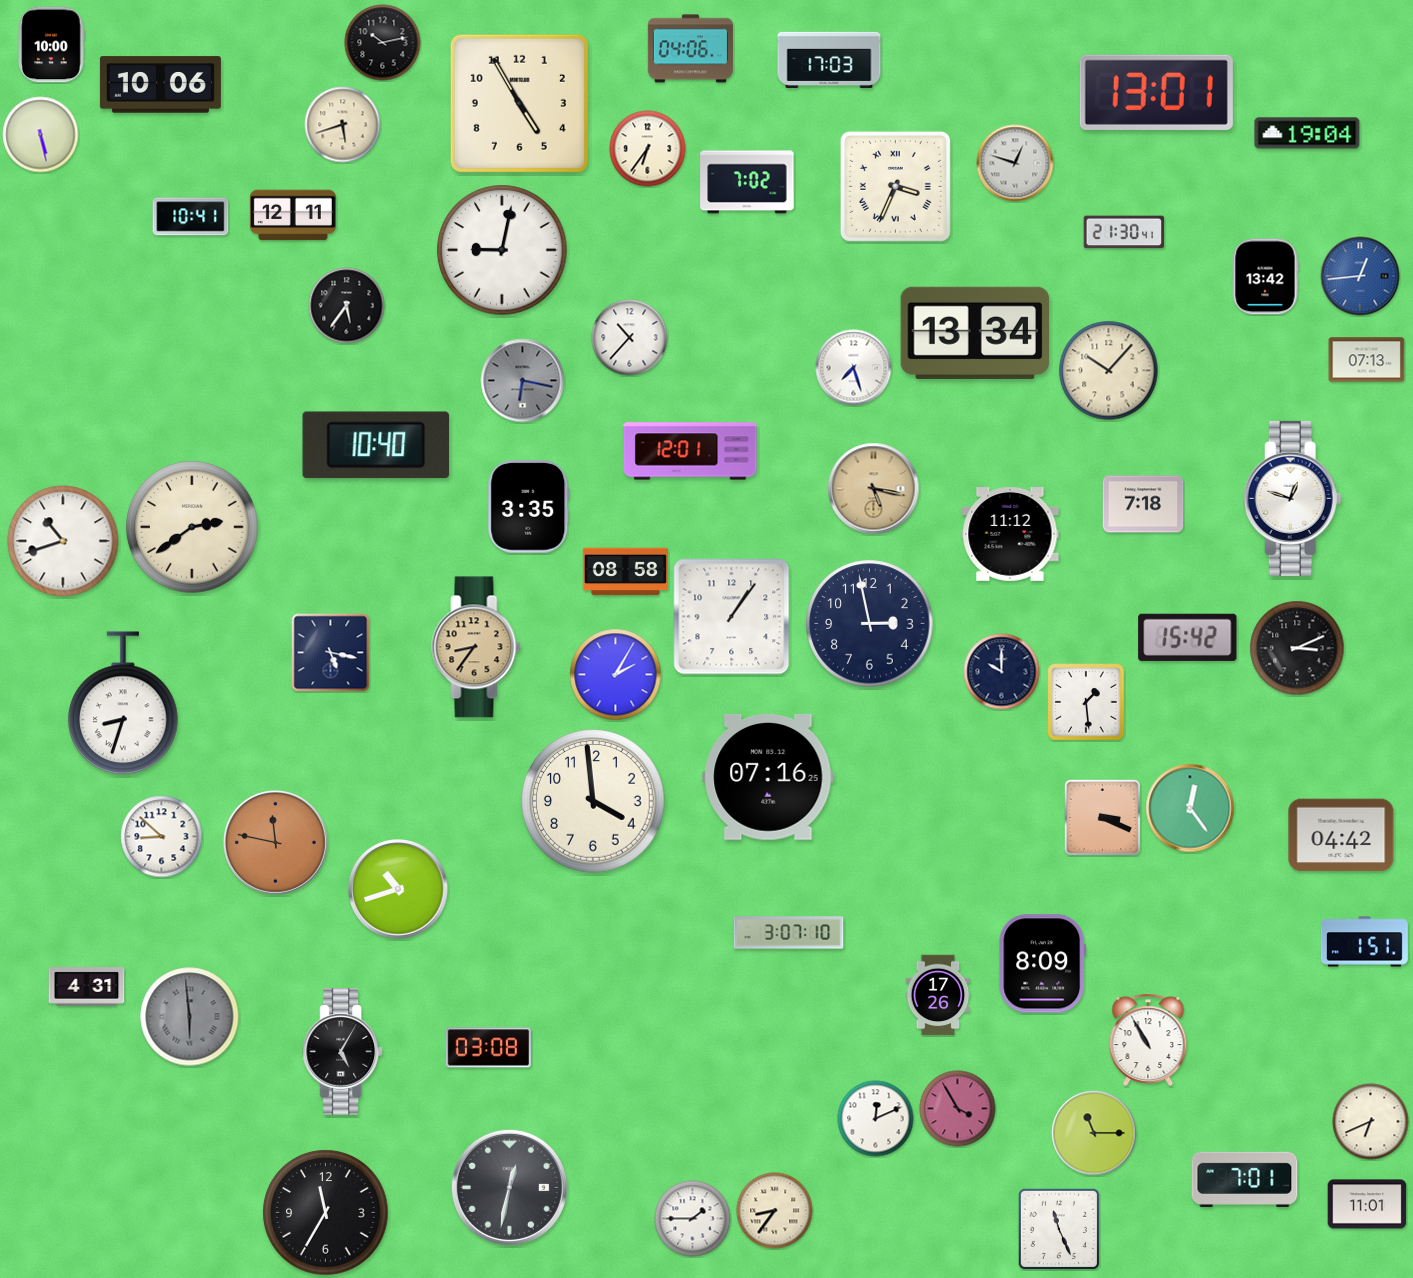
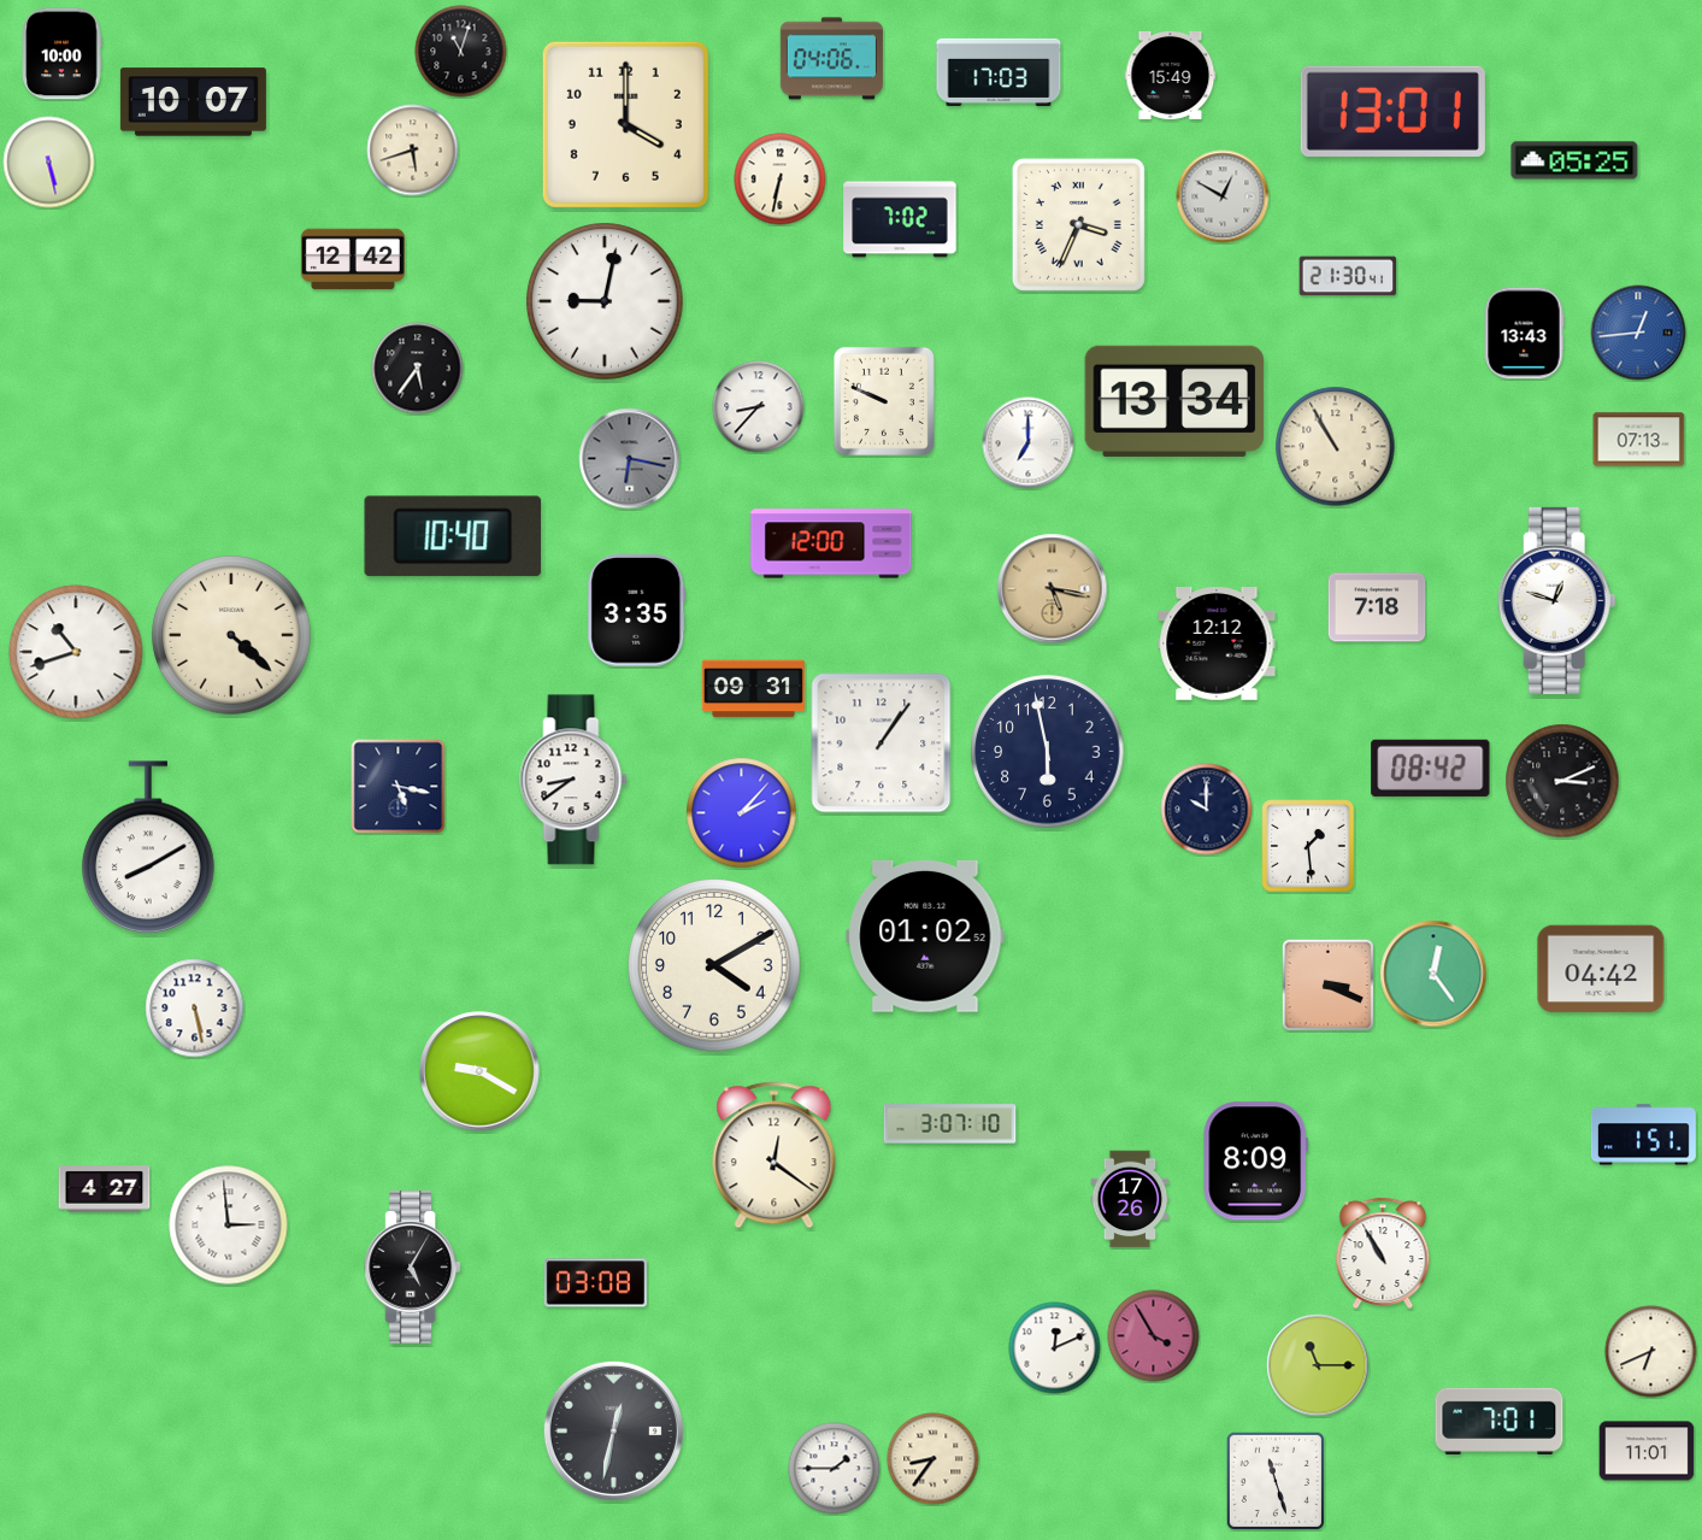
clock at (383, 43): 10:13 -> 11:03
clock at (1171, 75): none -> 15:49
clock at (160, 85): 10:06 -> 10:07
clock at (519, 103): 4:55 -> 4:00
clock at (1307, 133): 19:04 -> 05:25
clock at (648, 149): 6:36 -> 6:32
clock at (1015, 163): 12:48 -> 12:50
clock at (293, 215): 12:11 -> 12:42
clock at (191, 217): 10:41 -> none
clock at (1124, 232) position: (1124, 232) -> (1348, 276)
clock at (1265, 277): 13:42 -> 13:43
clock at (884, 401): none -> 9:49
clock at (630, 338): 10:37 -> 8:37
clock at (1367, 360) position: (1367, 360) -> (1639, 440)
clock at (854, 368): 7:27 -> 7:00
clock at (1109, 371): 10:07 -> 10:55
clock at (690, 451): 12:01 -> 12:00
clock at (192, 527): 2:39 -> 4:22
clock at (1010, 535): 11:12 -> 12:12
clock at (625, 572): 08:58 -> 09:31
clock at (870, 624): 2:58 -> 5:58
clock at (1188, 637): 15:42 -> 08:42
clock at (476, 647): 8:36 -> 8:39
clock at (476, 647) dial: champagne -> white
clock at (616, 675): 2:05 -> 2:07
clock at (124, 704): 8:33 -> 8:10
clock at (768, 777): 07:16 -> 01:02
clock at (593, 801): 3:59 -> 4:10
clock at (1341, 835) position: (1341, 835) -> (1601, 969)
clock at (162, 837): 8:52 -> 5:28
clock at (276, 843): 11:47 -> none
clock at (398, 889): 10:42 -> 9:20
clock at (775, 1156): none -> 12:21
clock at (87, 987): 4:31 -> 4:27
clock at (190, 1017): 5:59 -> 2:59
clock at (190, 1017) dial: grey -> white
clock at (488, 1048) position: (488, 1048) -> (595, 1283)
clock at (326, 1213): 11:35 -> none
clock at (1058, 1228): 11:26 -> 11:27
